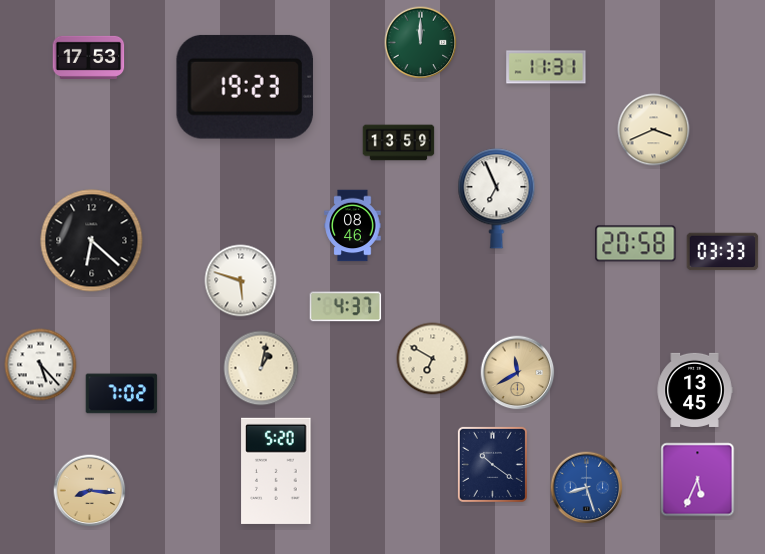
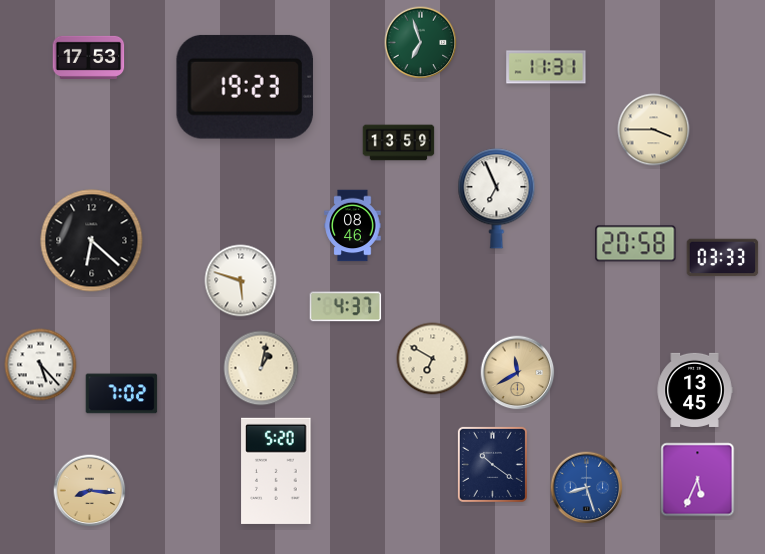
clock at (421, 43): 12:00 -> 6:57
clock at (654, 130): 3:41 -> 3:45
clock at (723, 252) position: (723, 252) -> (723, 258)
